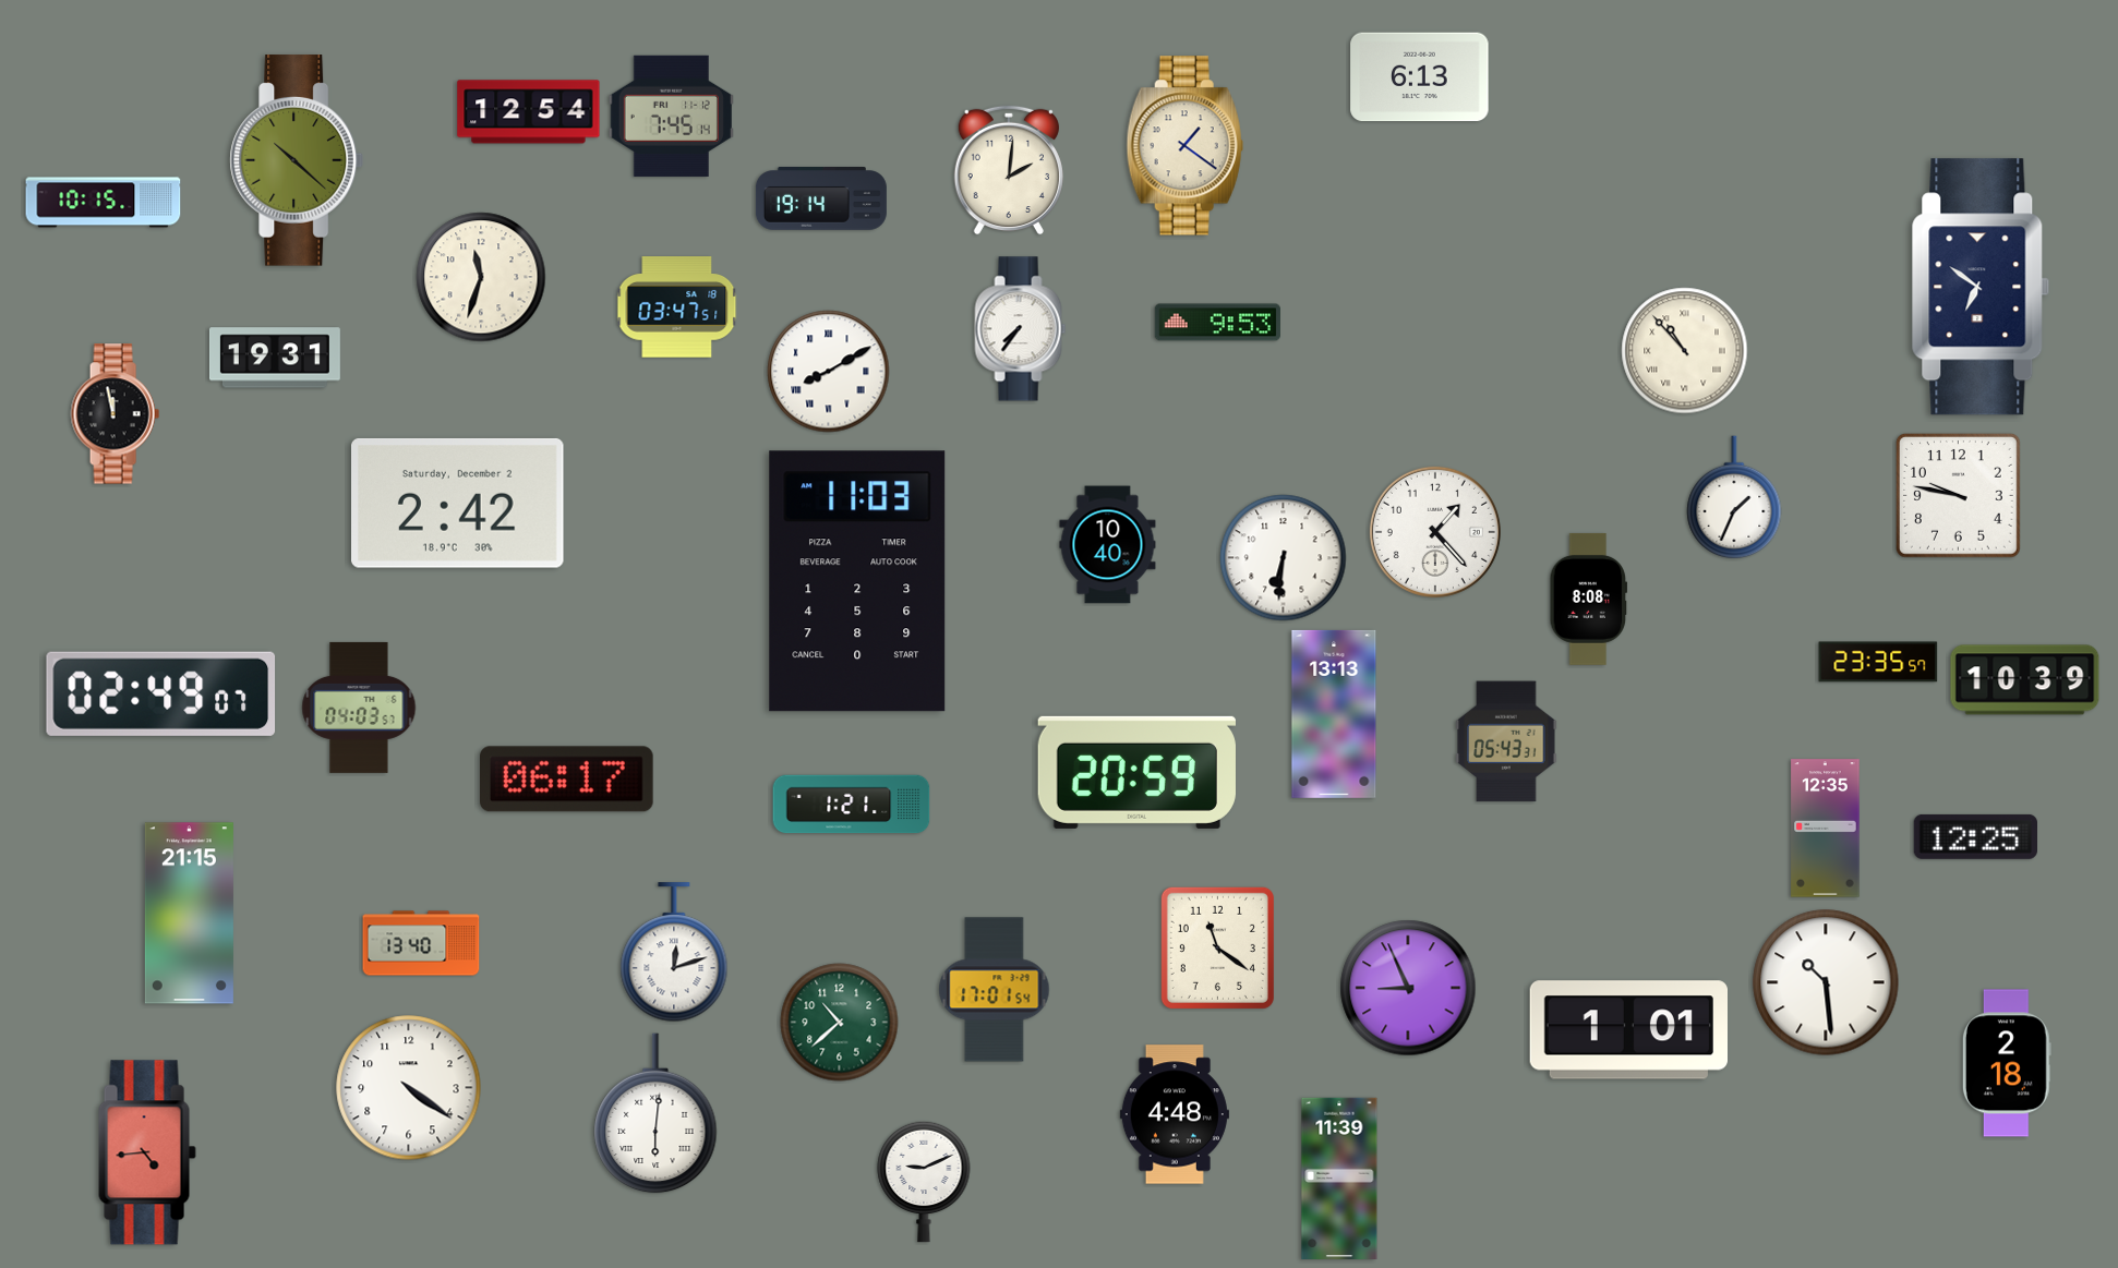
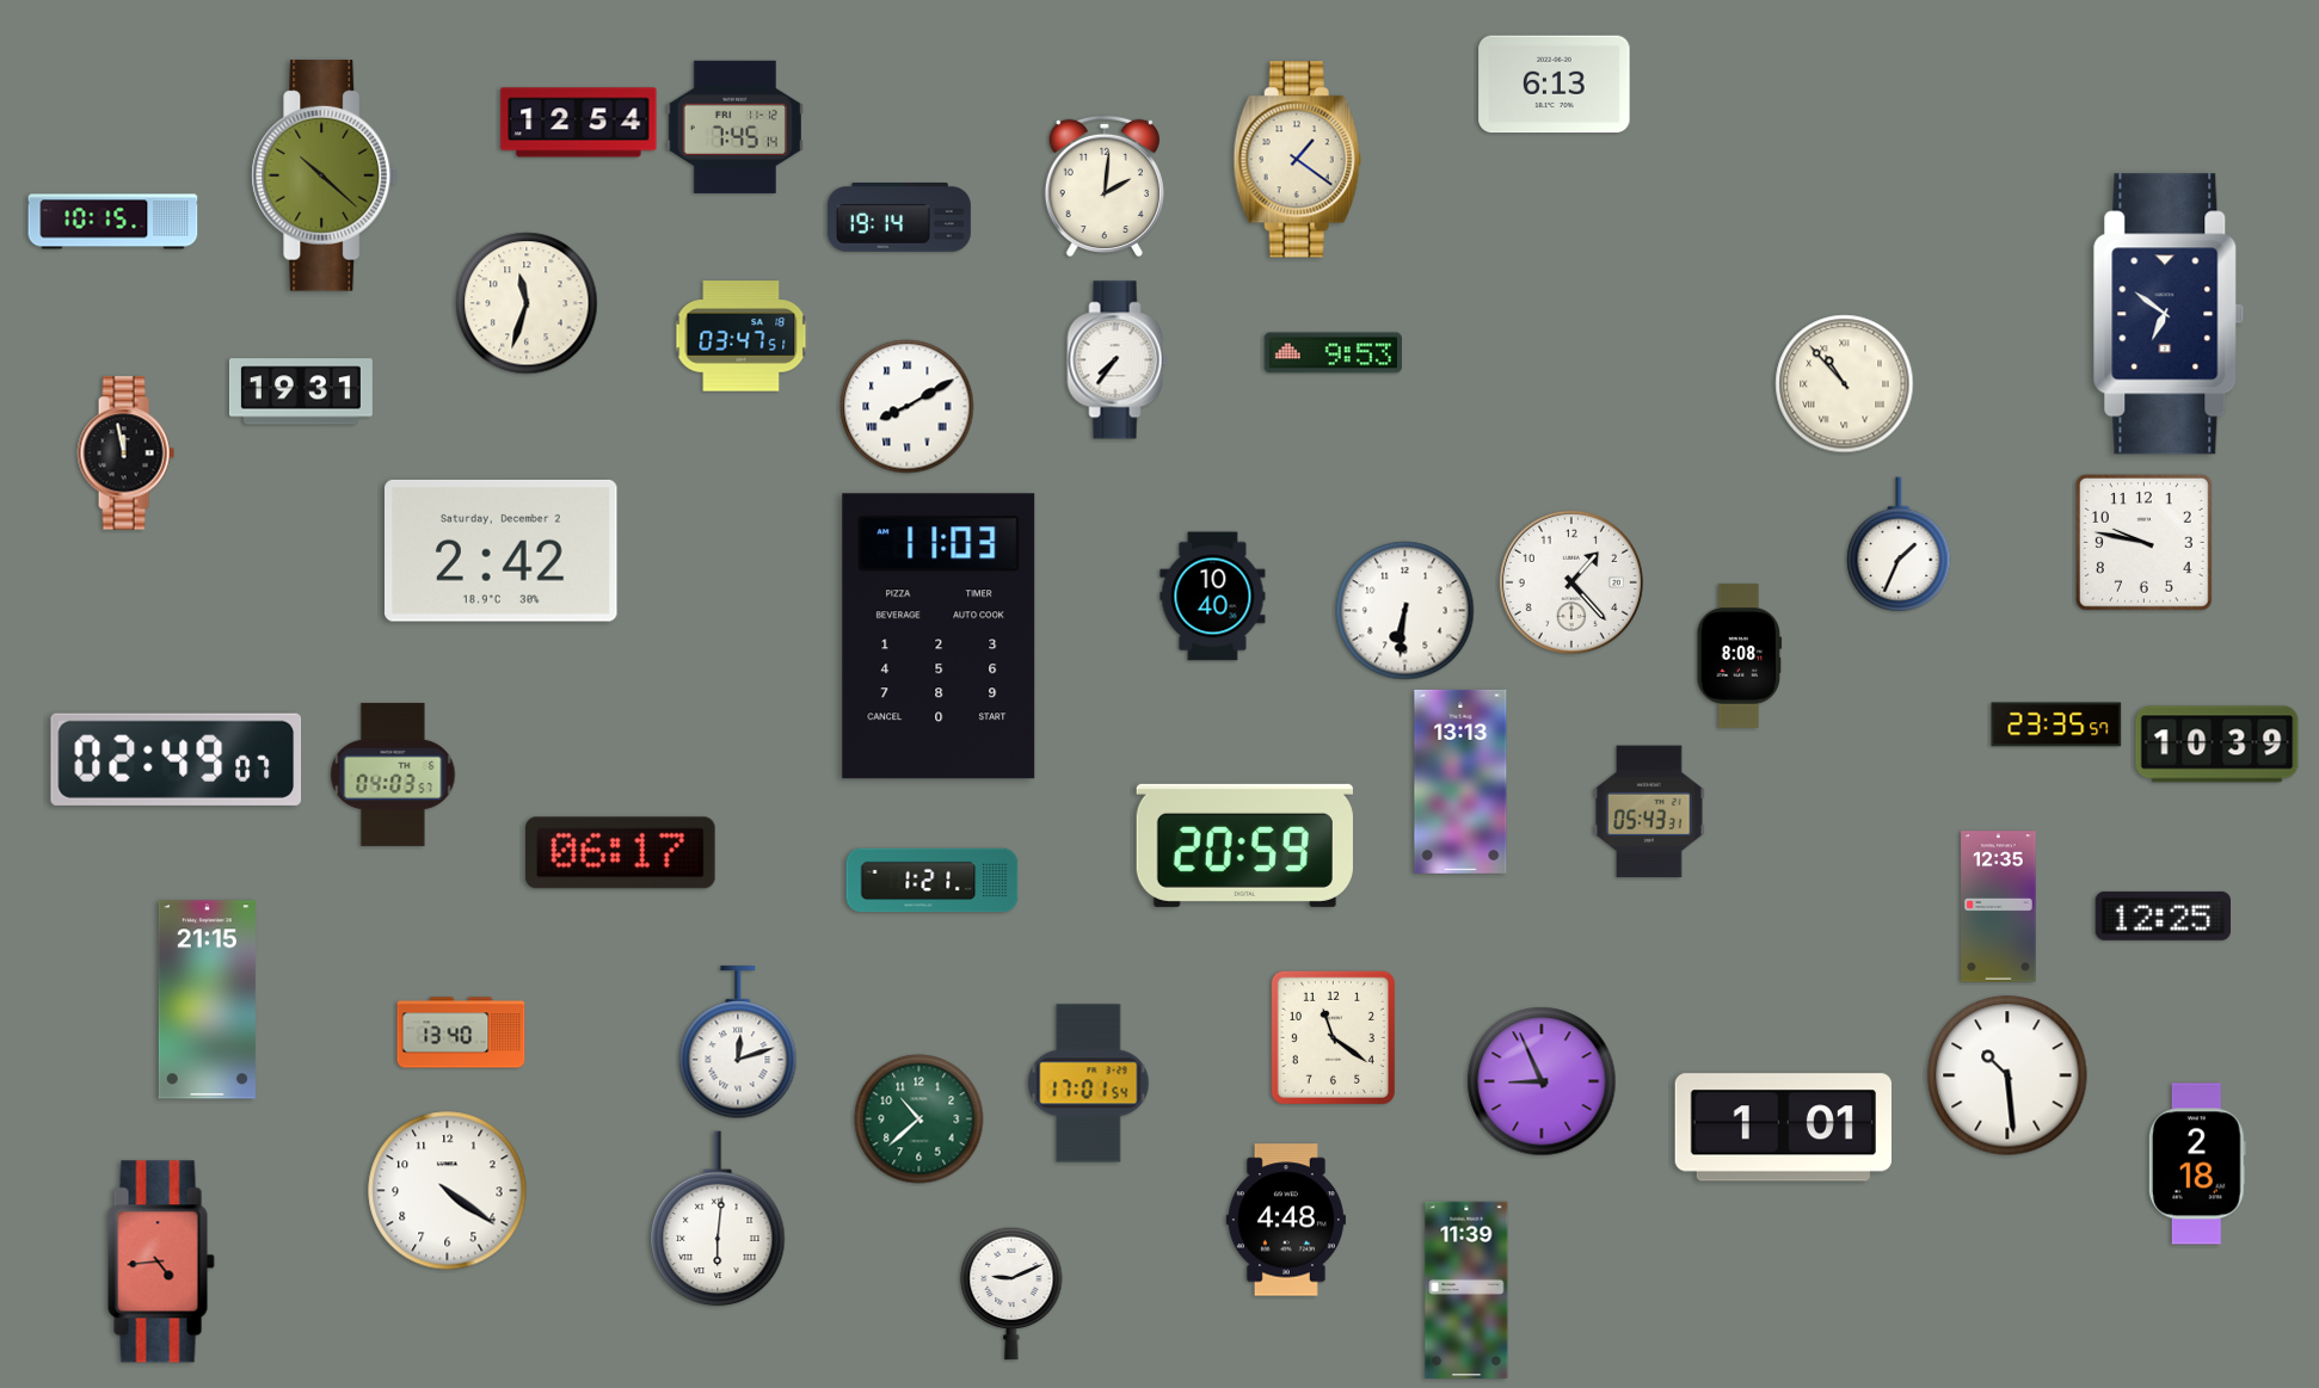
clock at (1826, 982) position: (1826, 982) -> (2007, 1075)
